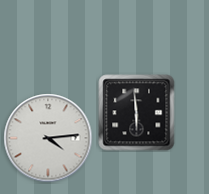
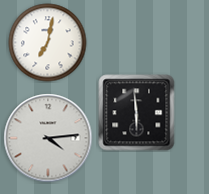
clock at (48, 43): none -> 7:02
